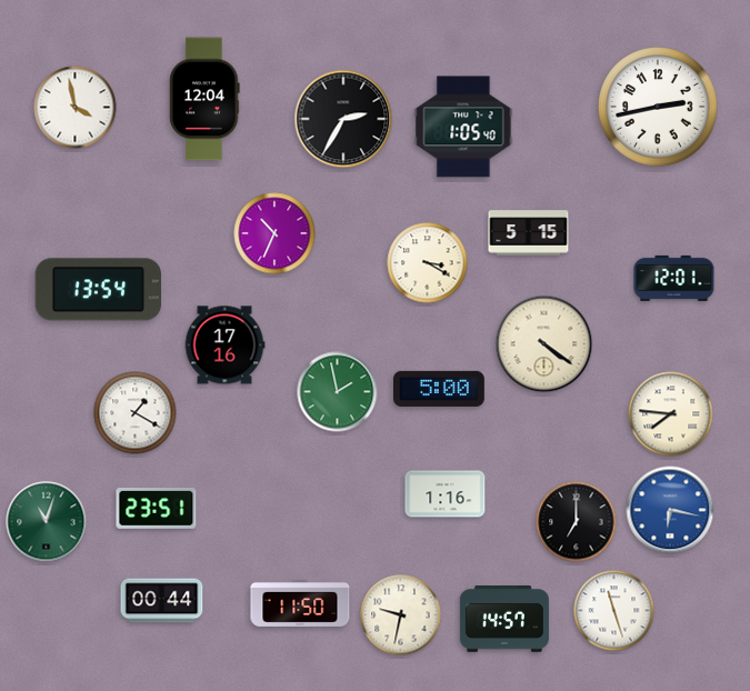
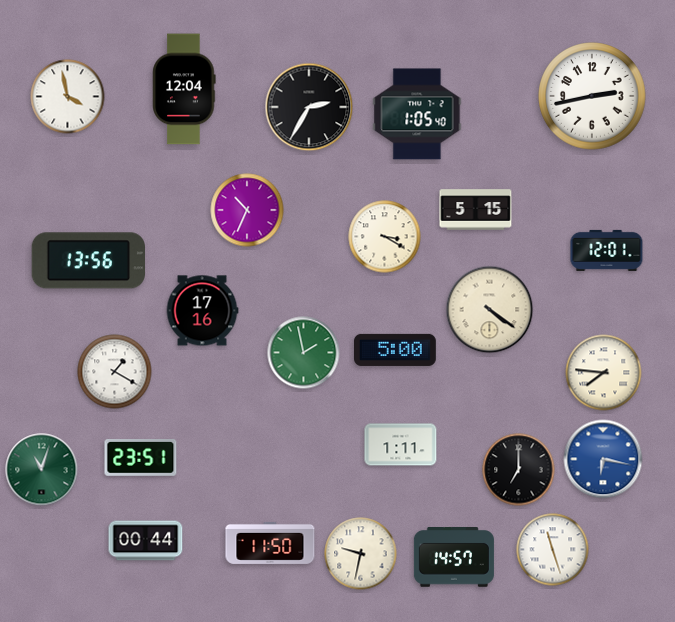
clock at (98, 290): 13:54 -> 13:56
clock at (136, 413) position: (136, 413) -> (115, 372)
clock at (446, 494): 1:16 -> 1:11
